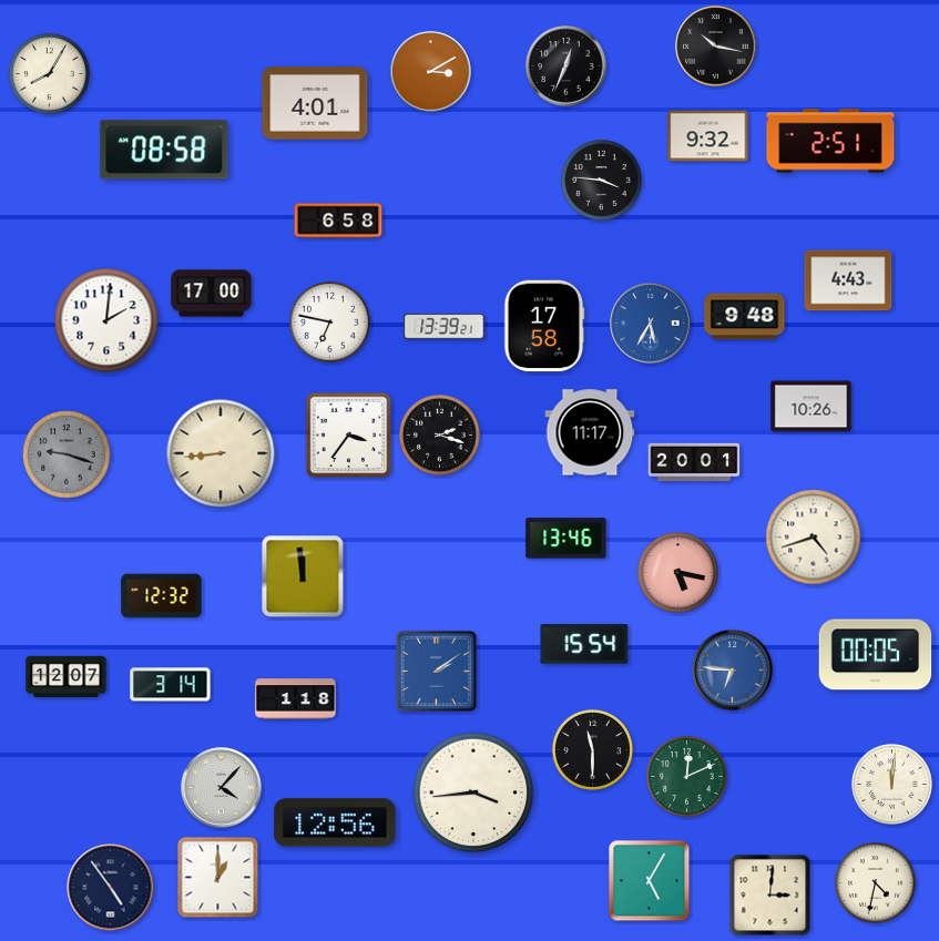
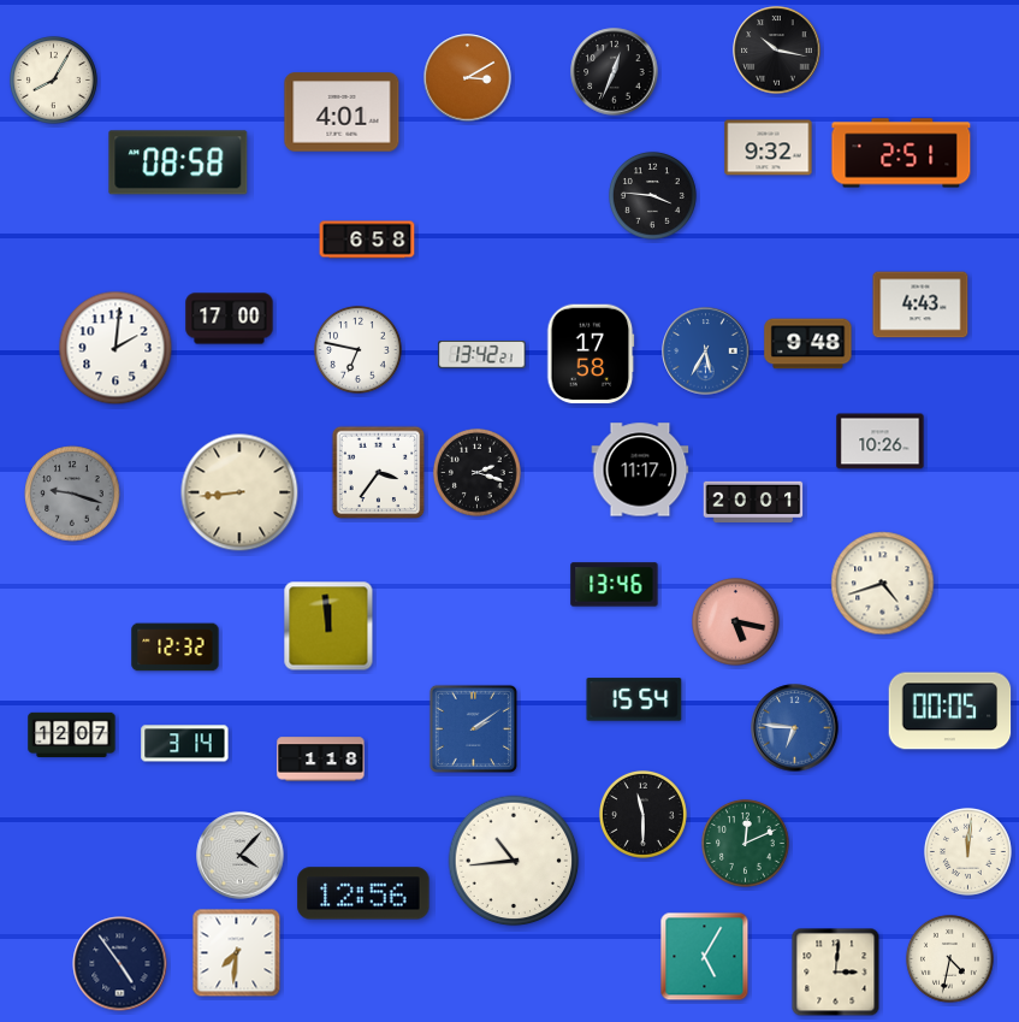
clock at (445, 327): 13:39 -> 13:42
clock at (473, 792): 3:44 -> 10:44
clock at (218, 878): 1:00 -> 7:31
